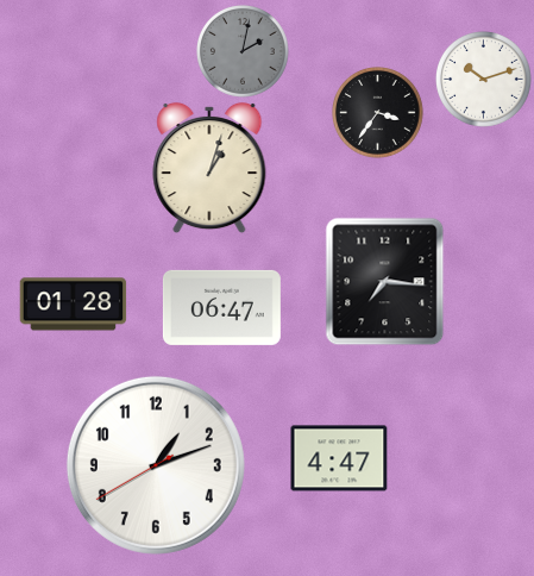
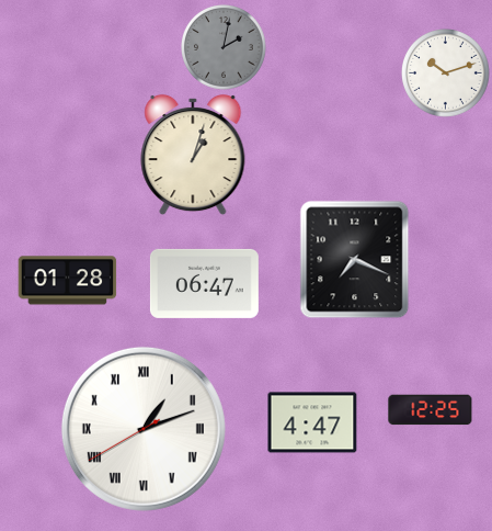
clock at (378, 113): 3:36 -> none
clock at (385, 282): 7:16 -> 7:19
clock at (431, 410): none -> 12:25
clock at (156, 465) numerals: Arabic -> Roman
